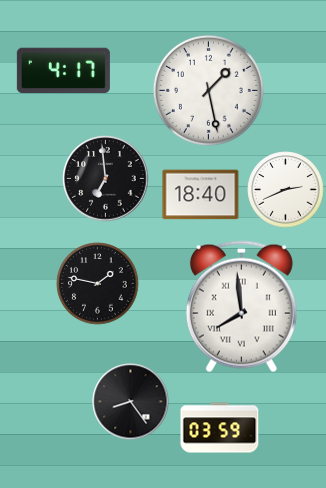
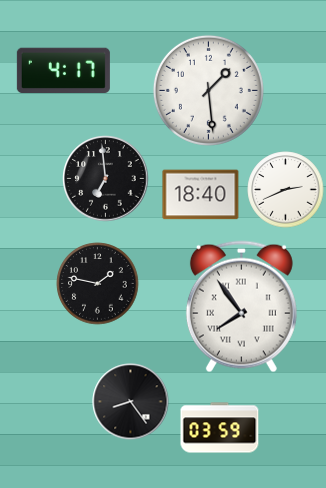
clock at (208, 90): 1:28 -> 1:29
clock at (241, 307): 7:59 -> 7:54
